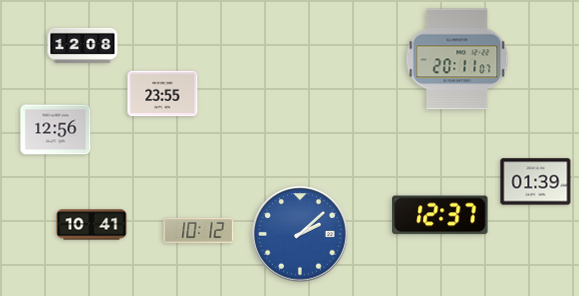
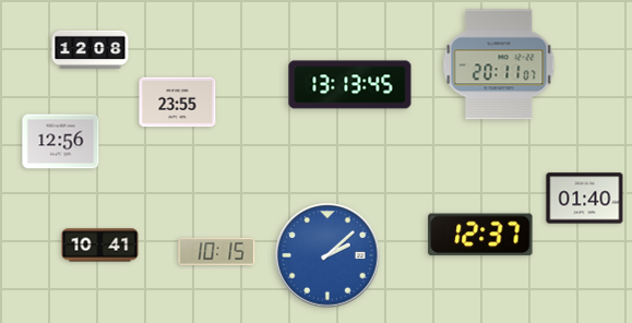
clock at (350, 85): none -> 13:13
clock at (536, 182): 01:39 -> 01:40
clock at (199, 230): 10:12 -> 10:15
